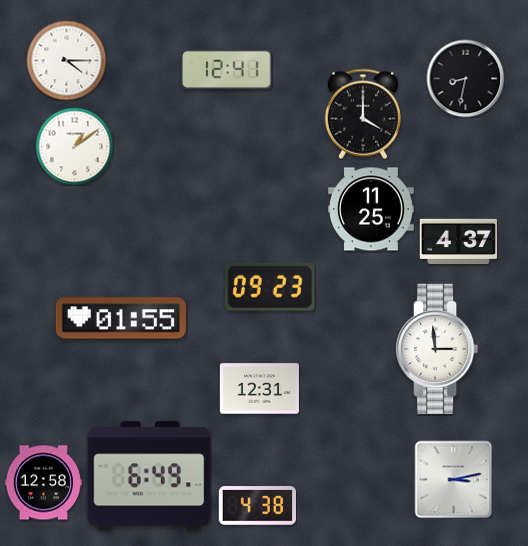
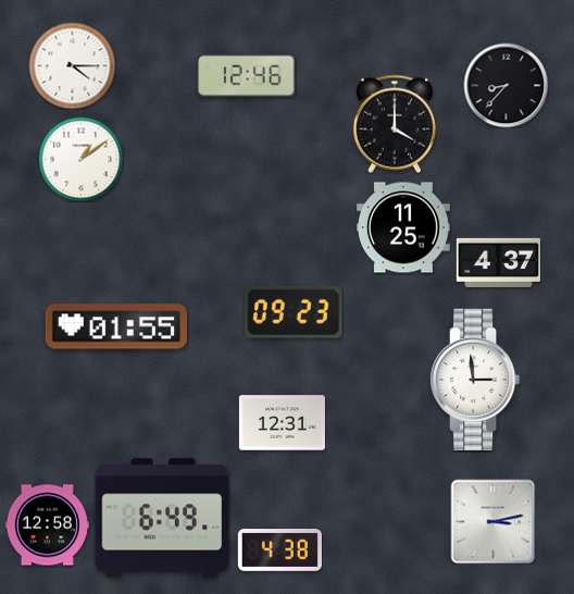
clock at (227, 69): 12:41 -> 12:46
clock at (465, 78): 8:32 -> 8:37
clock at (121, 318) position: (121, 318) -> (116, 326)
